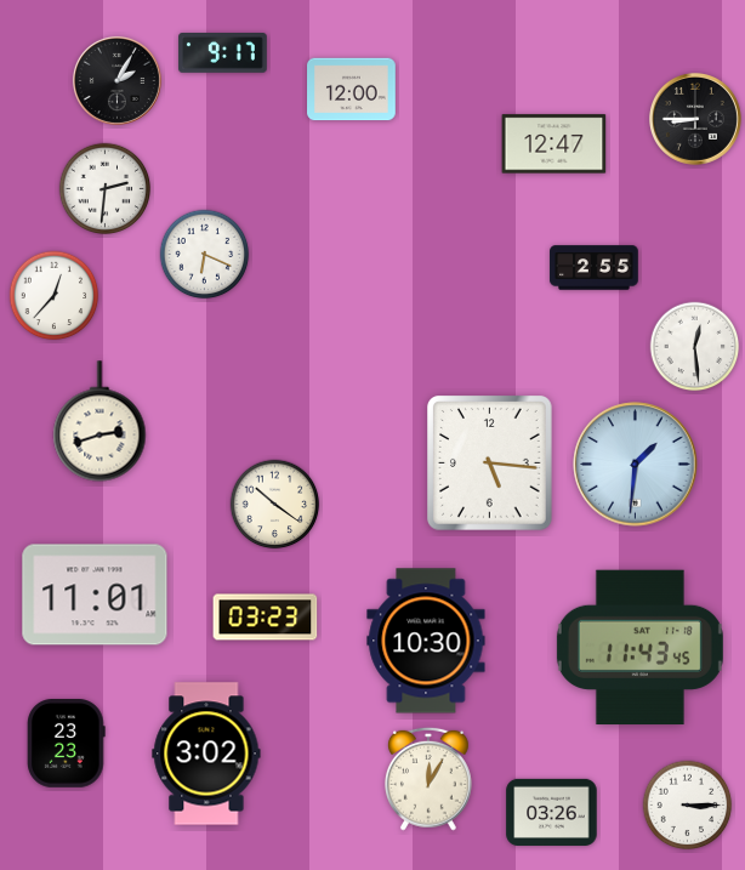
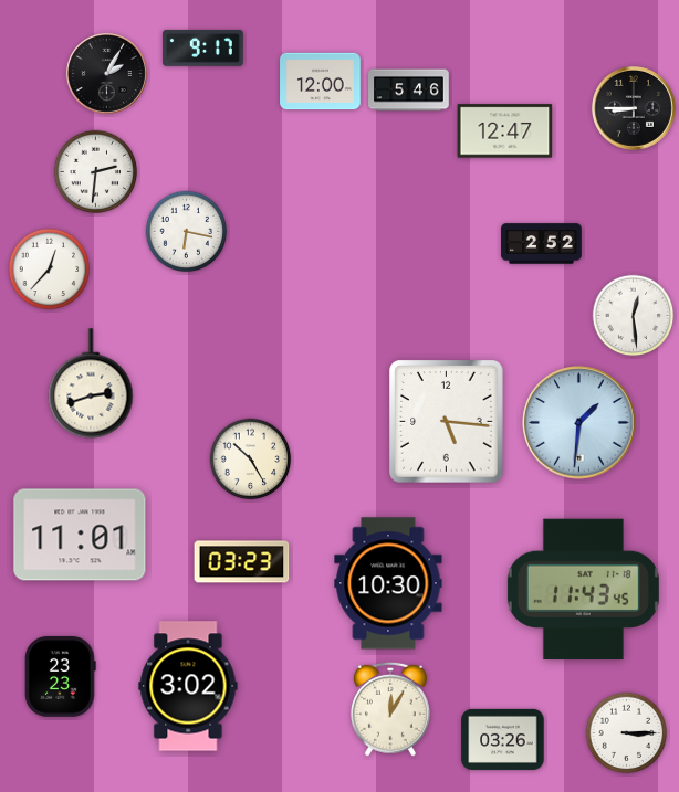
clock at (409, 91): none -> 5:46
clock at (205, 255): 6:19 -> 6:17
clock at (595, 268): 2:55 -> 2:52
clock at (275, 505): 10:21 -> 10:25
clock at (95, 595) position: (95, 595) -> (80, 535)
